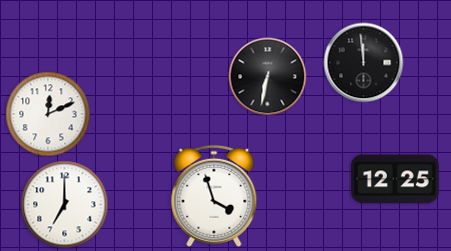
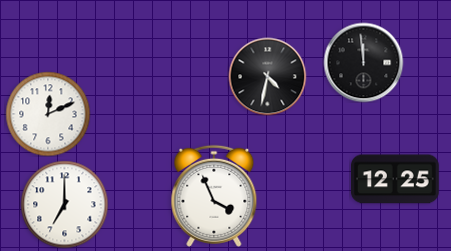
clock at (267, 76): 6:32 -> 4:32
clock at (214, 196): 3:57 -> 3:56
